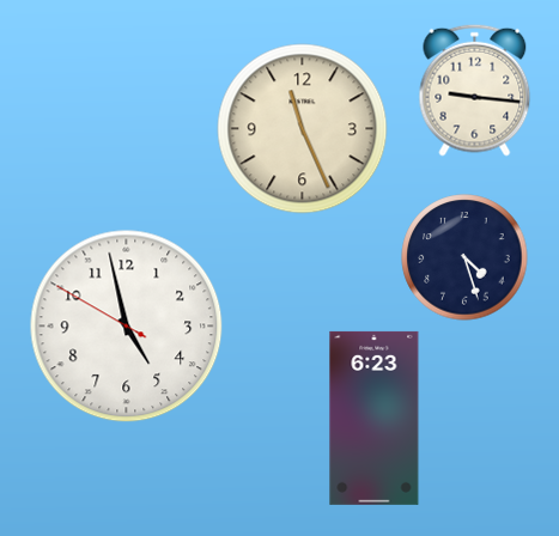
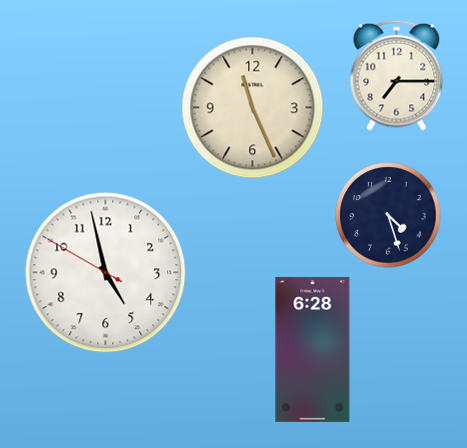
clock at (475, 90): 9:16 -> 7:15
clock at (375, 418): 6:23 -> 6:28
